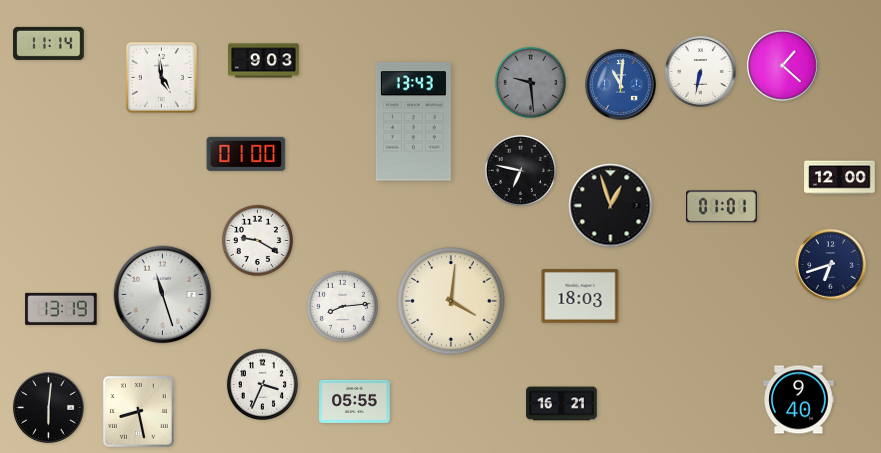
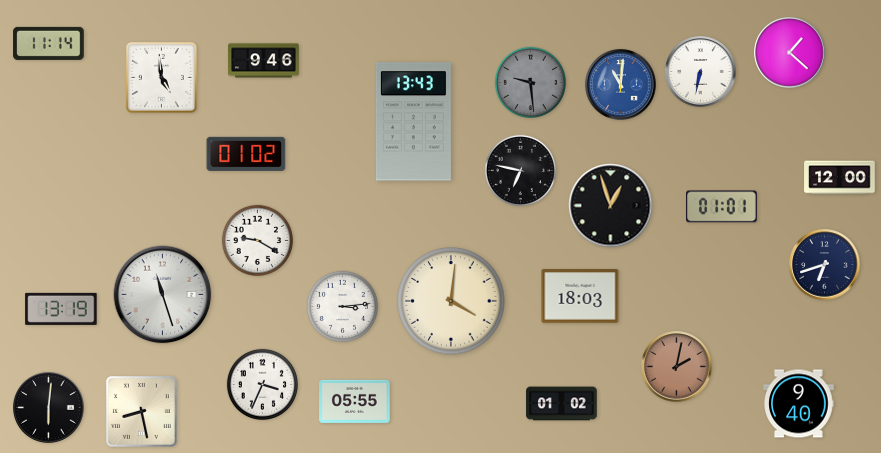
clock at (264, 61): 9:03 -> 9:46
clock at (783, 66) position: (783, 66) -> (790, 53)
clock at (246, 154): 01:00 -> 01:02
clock at (831, 265) position: (831, 265) -> (825, 265)
clock at (342, 306): 8:14 -> 3:14
clock at (677, 367): none -> 2:02
clock at (799, 400) position: (799, 400) -> (799, 404)
clock at (562, 404): 16:21 -> 01:02
clock at (138, 411) position: (138, 411) -> (141, 411)
